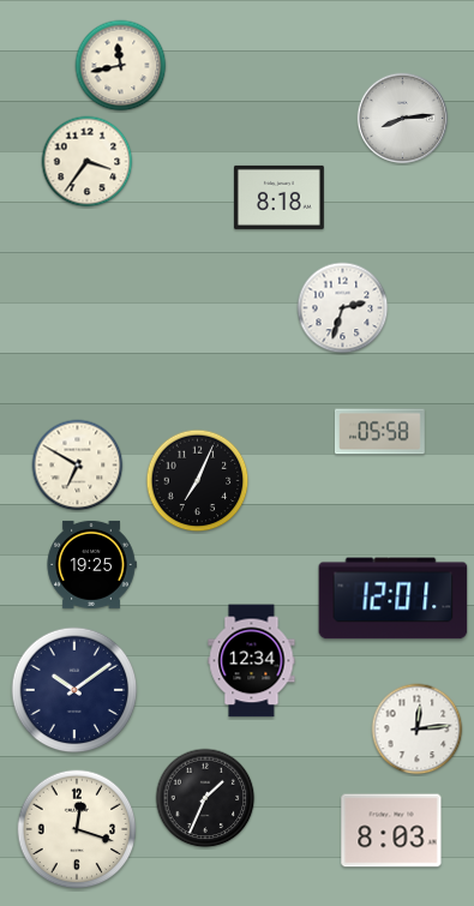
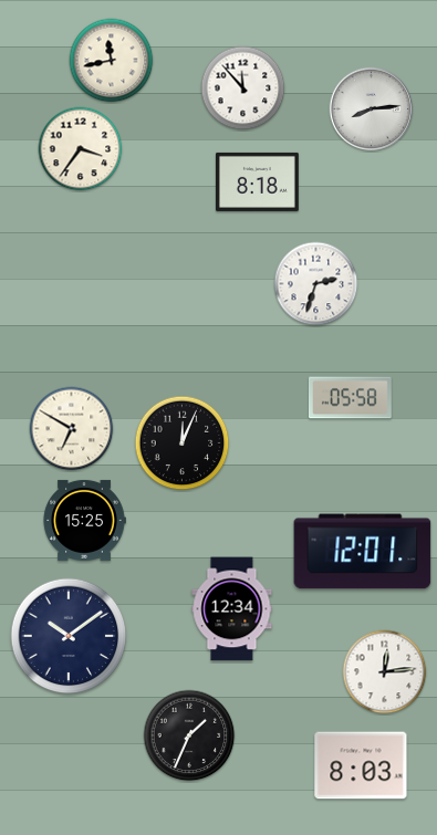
clock at (243, 88): none -> 11:53
clock at (198, 481): 7:04 -> 12:04
clock at (91, 564): 19:25 -> 15:25
clock at (77, 829): 12:18 -> none
